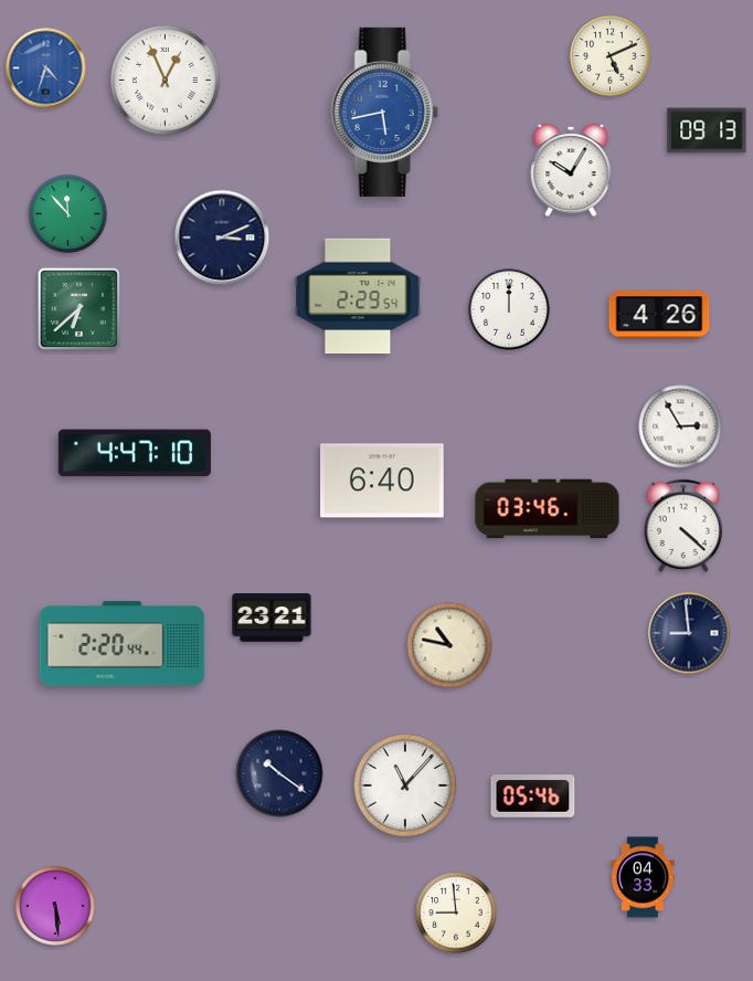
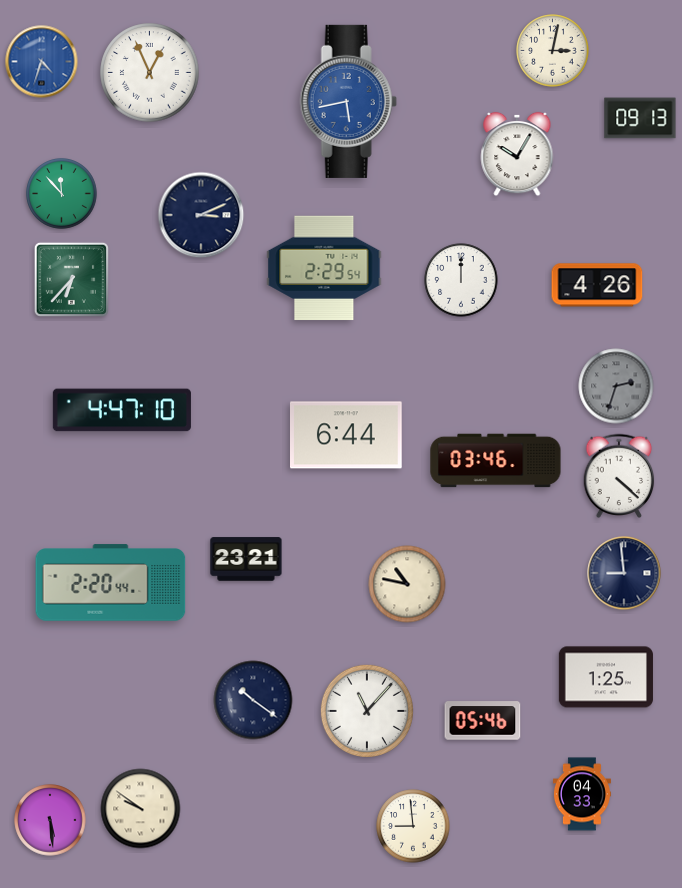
clock at (611, 56): 5:11 -> 3:02
clock at (78, 308): 6:38 -> 6:37
clock at (680, 426): 2:55 -> 2:33
clock at (680, 426) dial: white -> grey
clock at (383, 481): 6:40 -> 6:44
clock at (606, 677): none -> 1:25
clock at (141, 809): none -> 9:51
